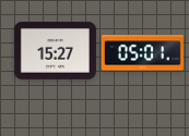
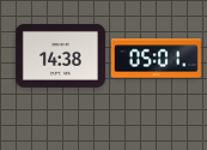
clock at (55, 50): 15:27 -> 14:38
